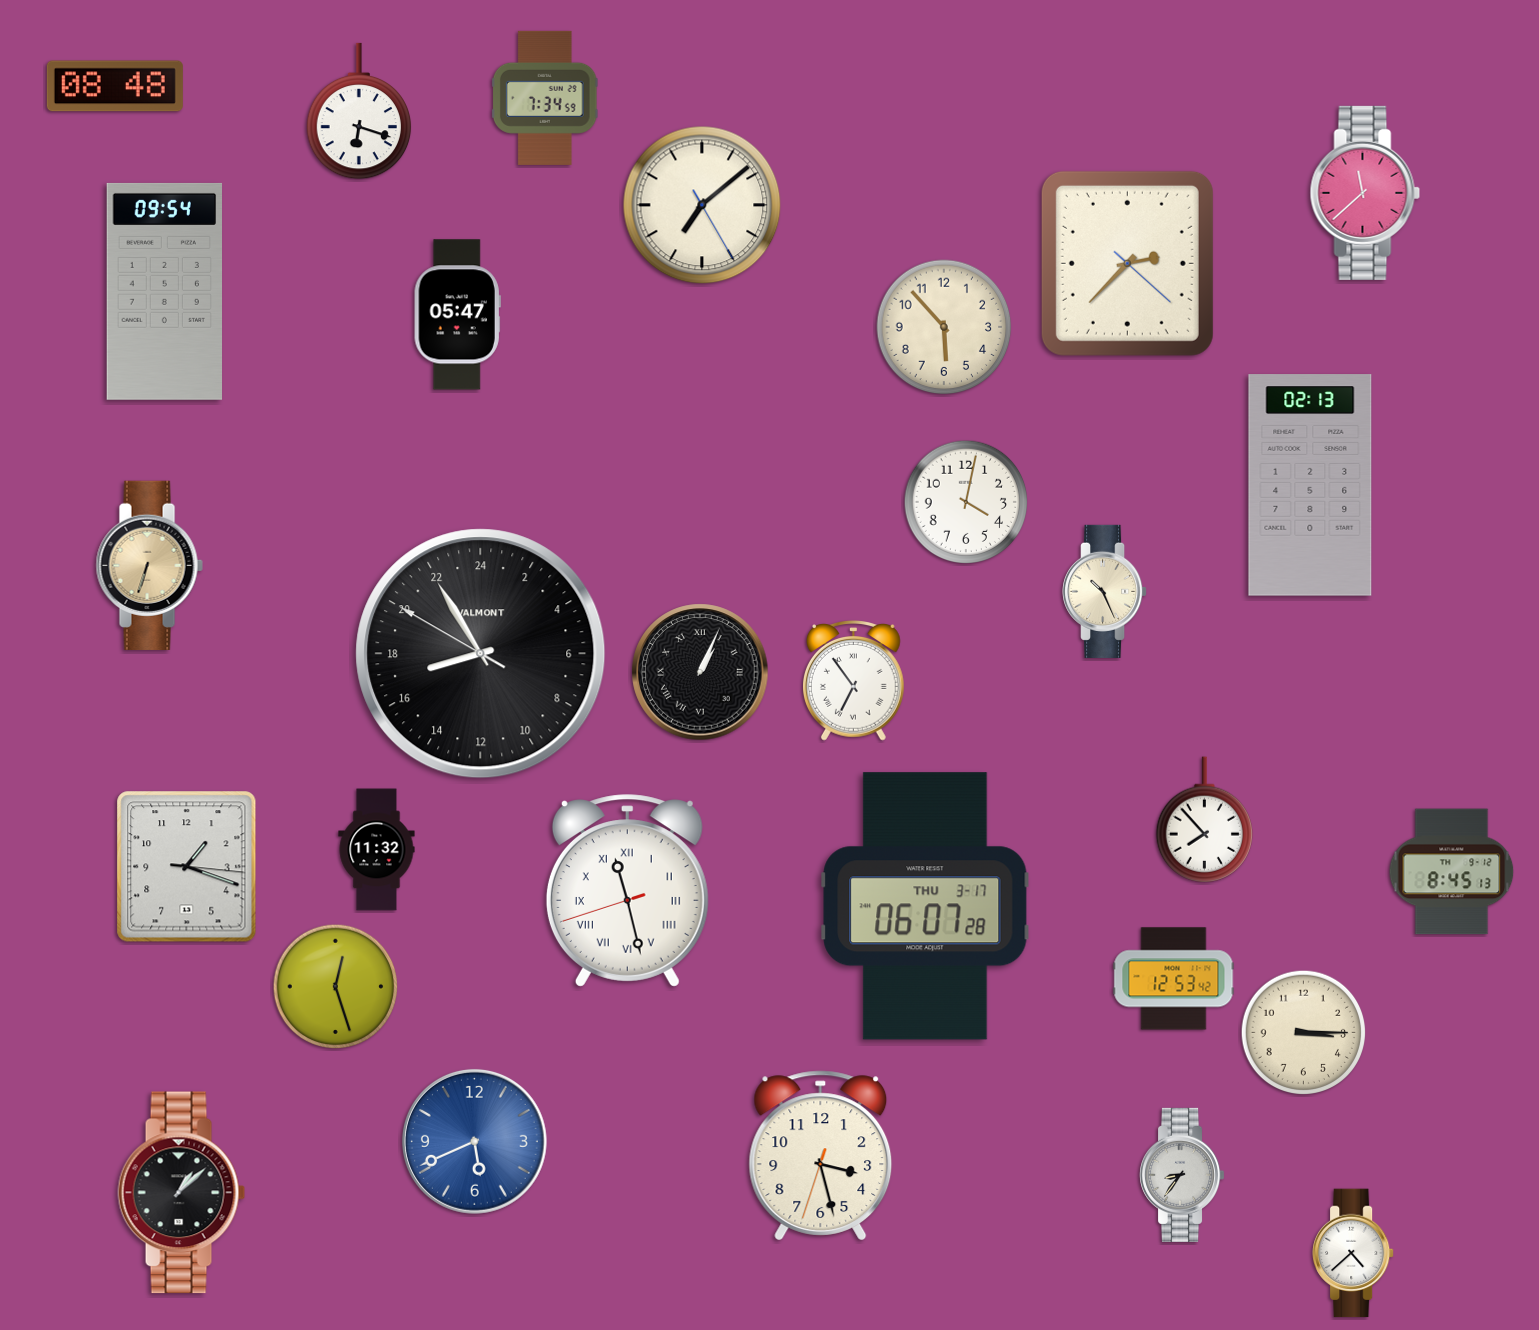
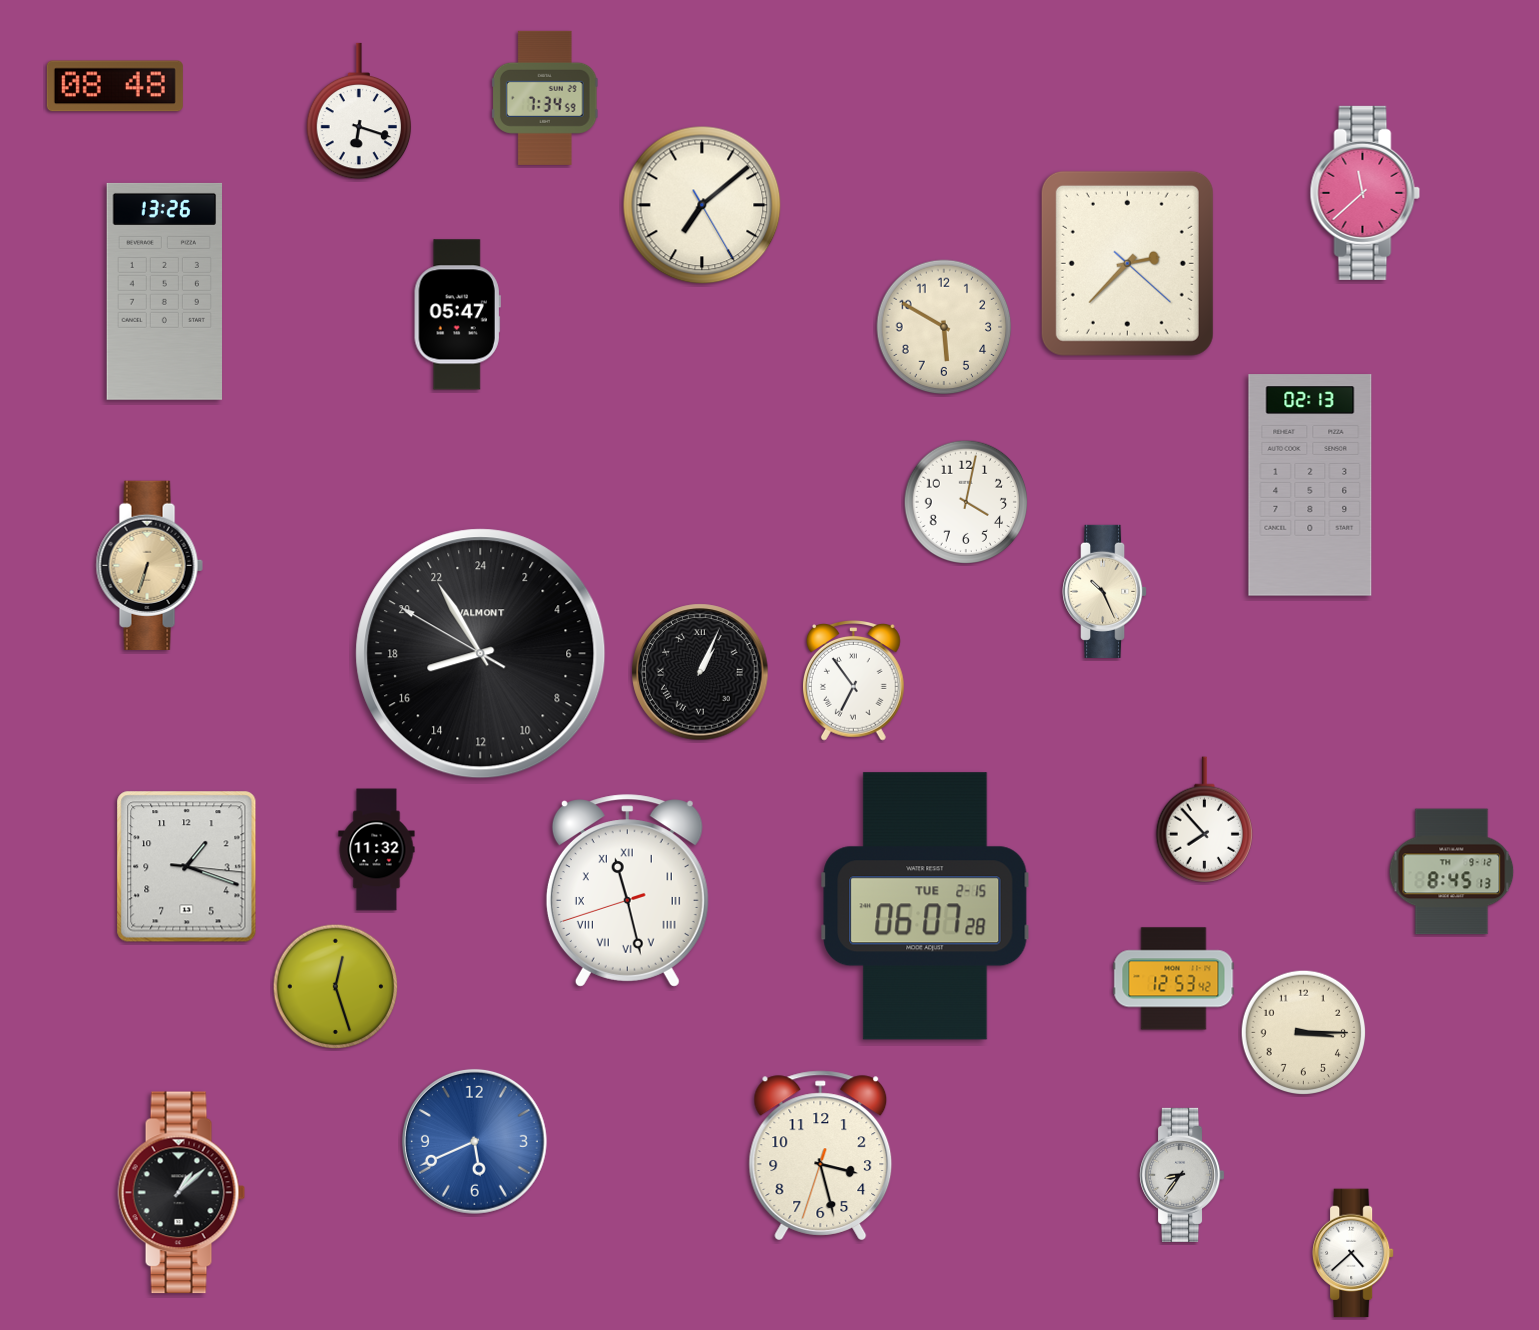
clock at (165, 291): 09:54 -> 13:26
clock at (944, 327): 5:53 -> 5:50
clock at (925, 906) date: THU 3-17 -> TUE 2-15
